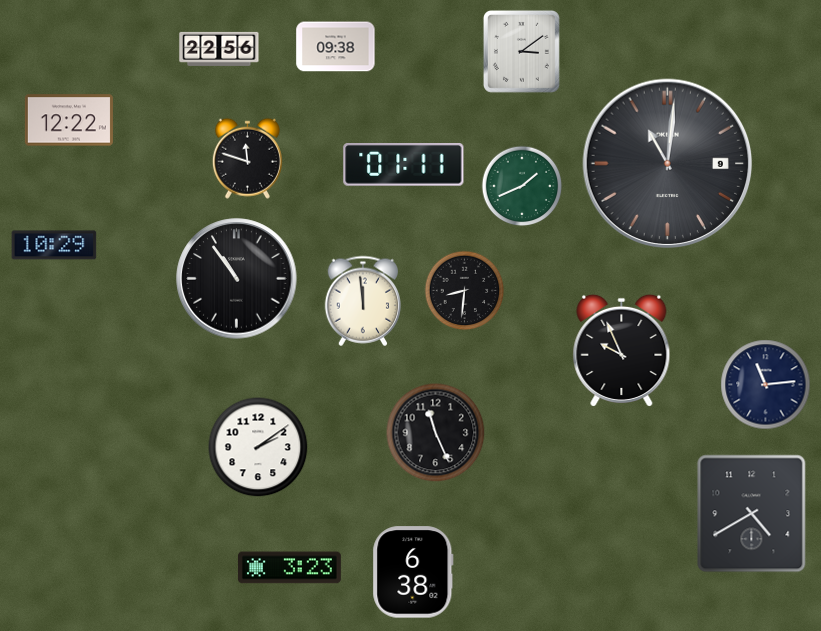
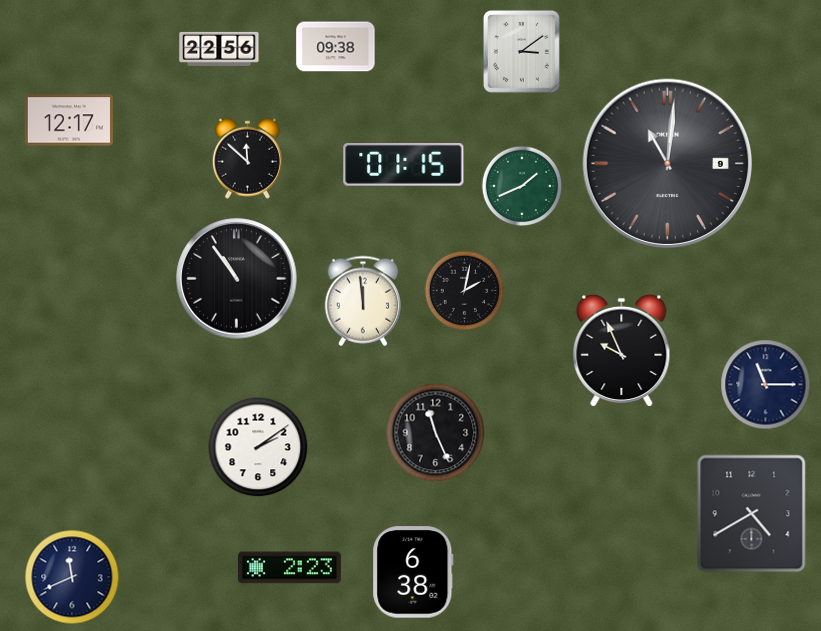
clock at (69, 120): 12:22 -> 12:17
clock at (247, 158): 11:48 -> 11:52
clock at (404, 165): 01:11 -> 01:15
clock at (54, 245): 10:29 -> none
clock at (465, 291): 8:31 -> 2:02
clock at (766, 385): 11:14 -> 11:15
clock at (289, 568): 3:23 -> 2:23
clock at (72, 577): none -> 11:41
